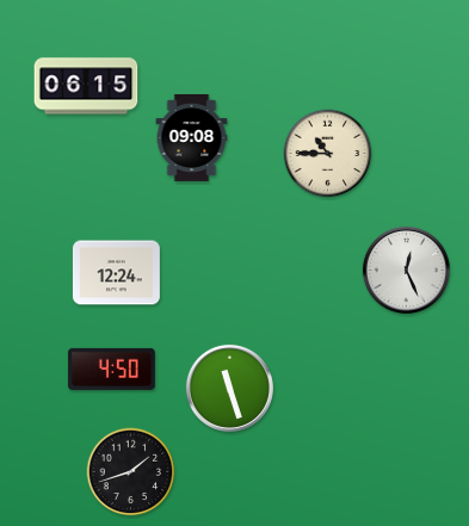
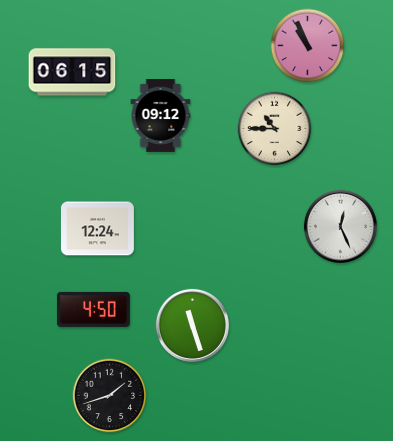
clock at (308, 46): none -> 10:56
clock at (192, 138): 09:08 -> 09:12
